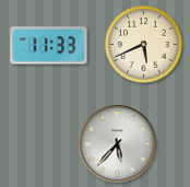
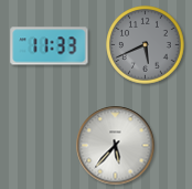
clock at (144, 45) dial: cream -> grey
clock at (118, 144) position: (118, 144) -> (116, 146)
